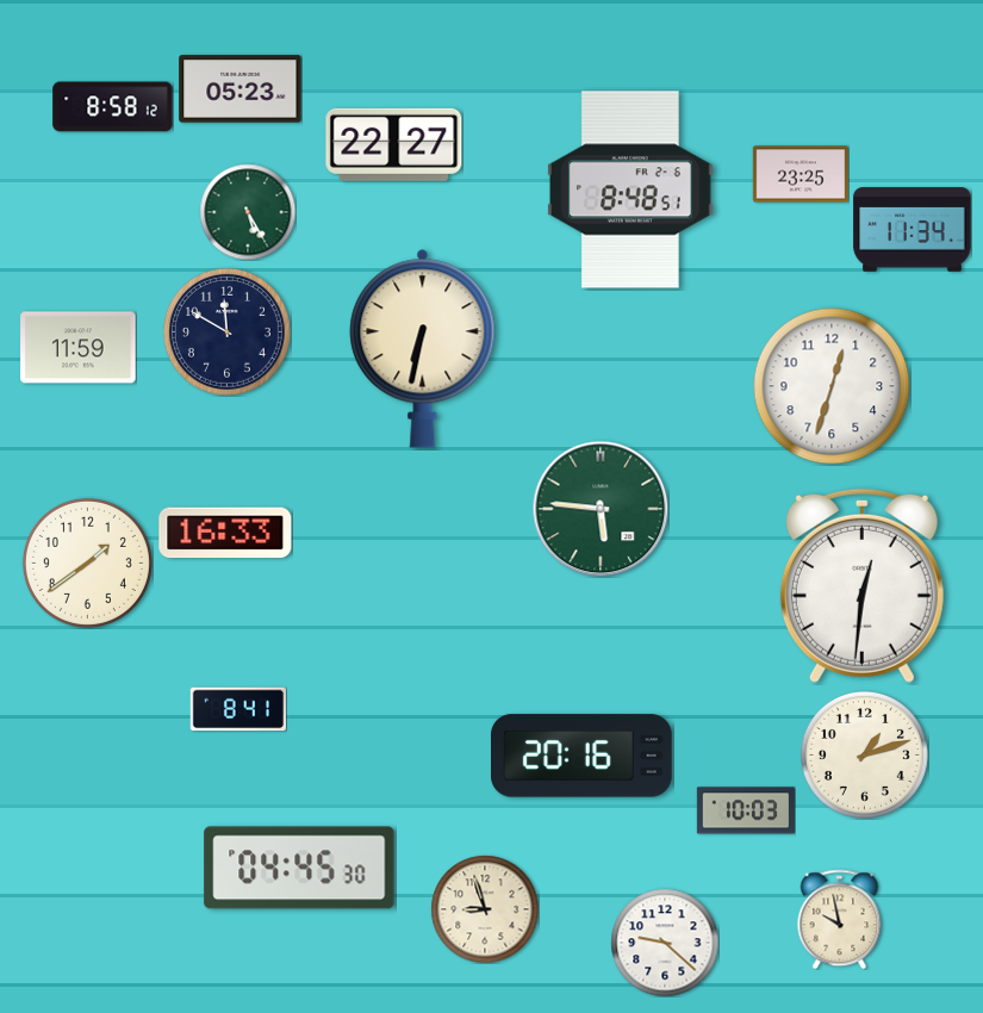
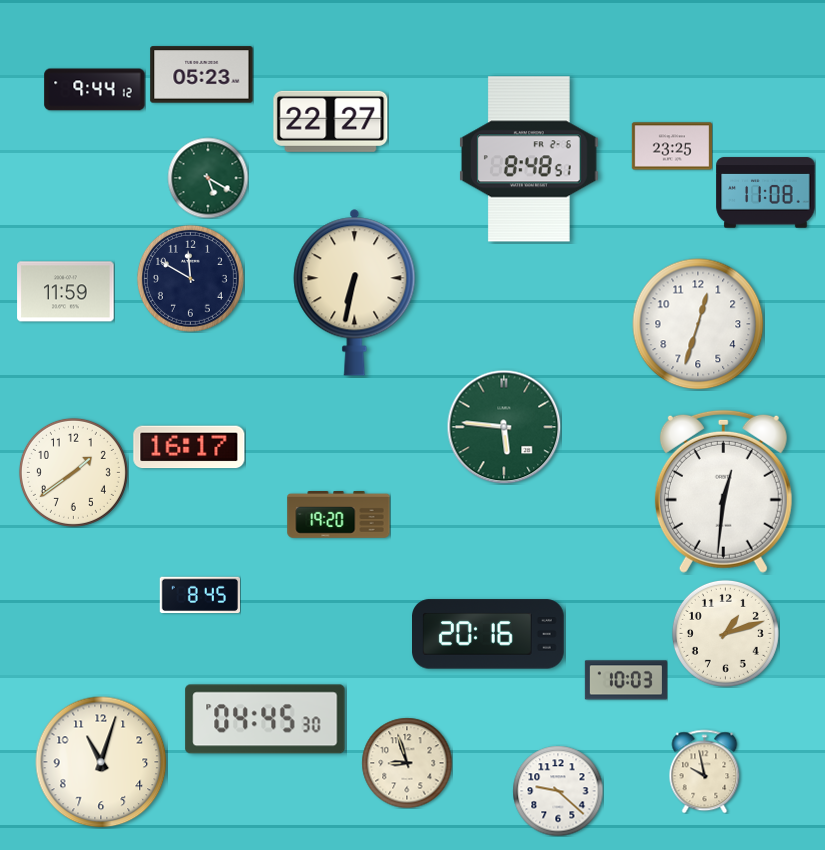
clock at (113, 107): 8:58 -> 9:44
clock at (248, 212): 5:25 -> 5:20
clock at (913, 230): 11:34 -> 11:08
clock at (225, 533): 16:33 -> 16:17
clock at (339, 515): none -> 19:20
clock at (237, 709): 8:41 -> 8:45
clock at (299, 868) position: (299, 868) -> (265, 719)
clock at (101, 762): none -> 11:03
